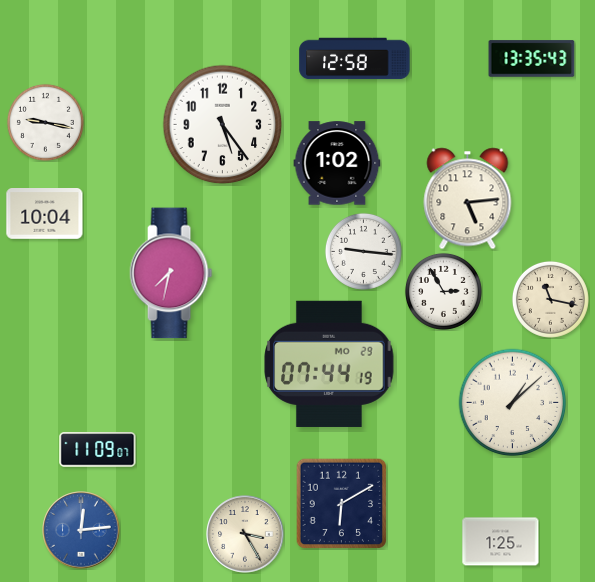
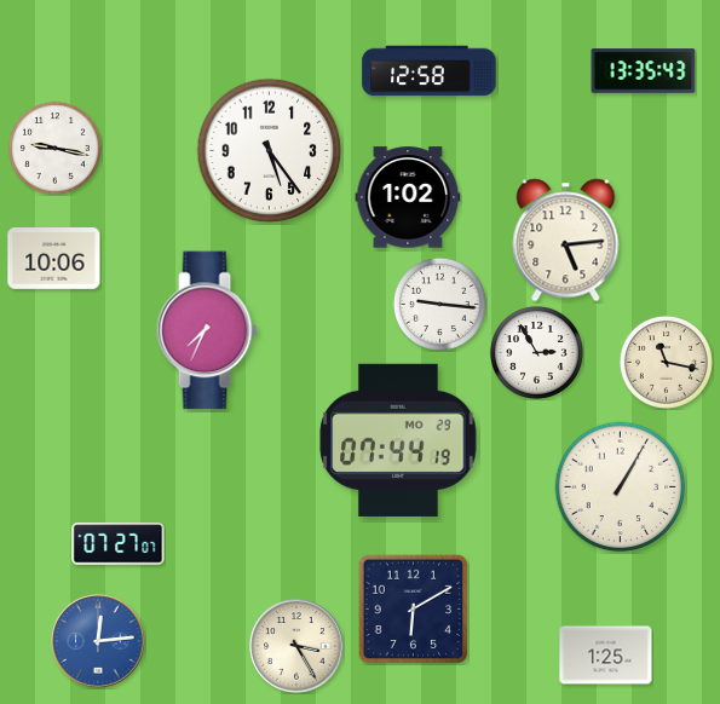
clock at (45, 214): 10:04 -> 10:06
clock at (171, 273): 7:32 -> 7:34
clock at (513, 403): 1:08 -> 1:05
clock at (98, 450): 11:09 -> 07:27
